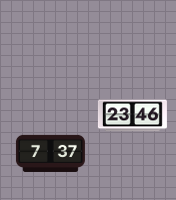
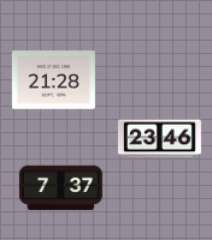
clock at (53, 80): none -> 21:28
clock at (50, 153) position: (50, 153) -> (60, 187)
